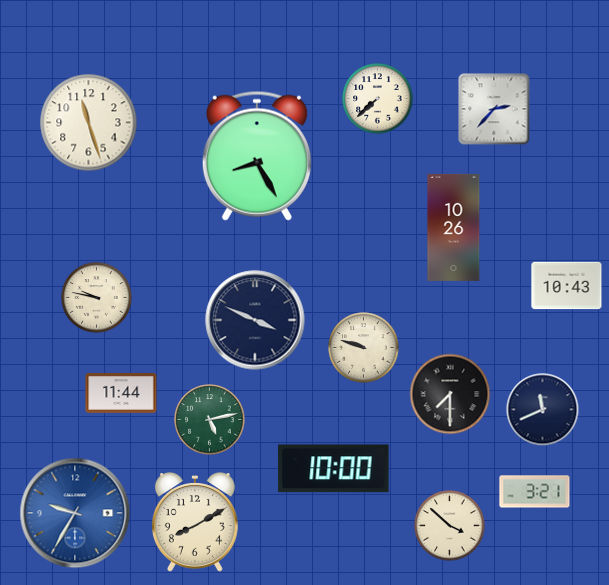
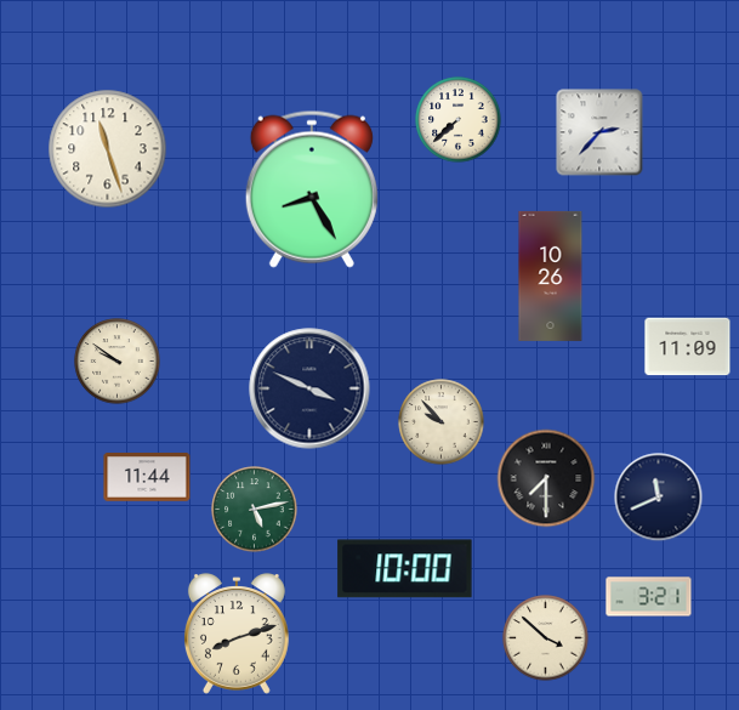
clock at (567, 286): 10:43 -> 11:09
clock at (97, 298): 9:47 -> 9:51
clock at (364, 348): 9:48 -> 9:53
clock at (75, 513): 9:35 -> none
clock at (195, 522): 8:10 -> 8:12
